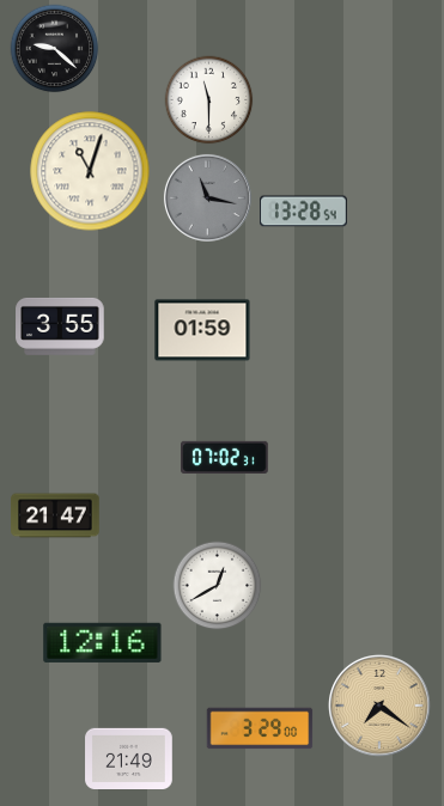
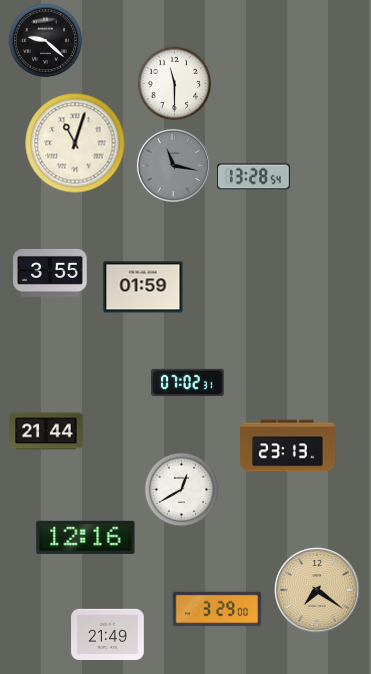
clock at (202, 330) position: (202, 330) -> (143, 287)
clock at (55, 515): 21:47 -> 21:44
clock at (288, 446): none -> 23:13
